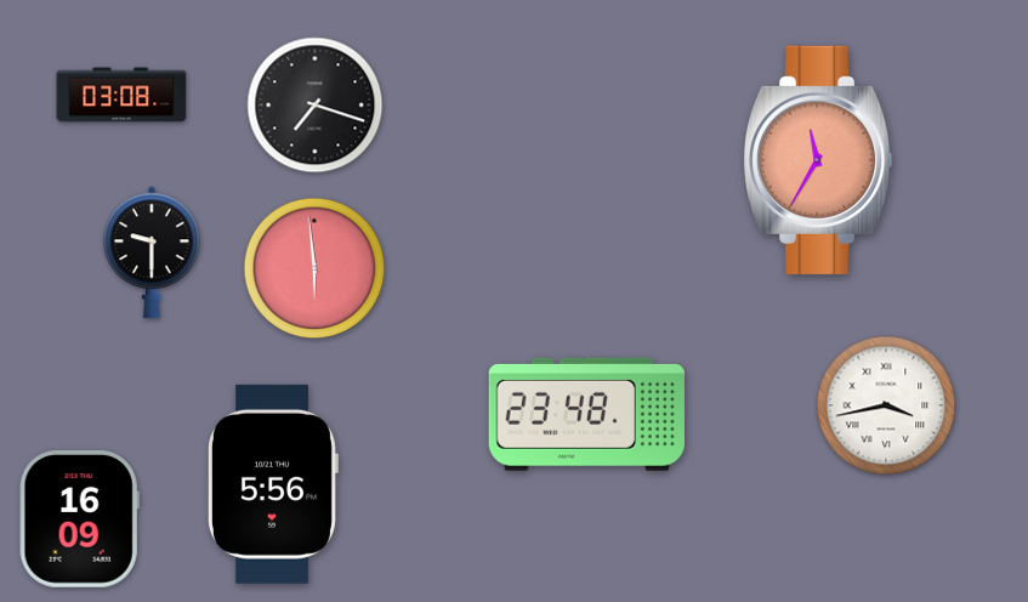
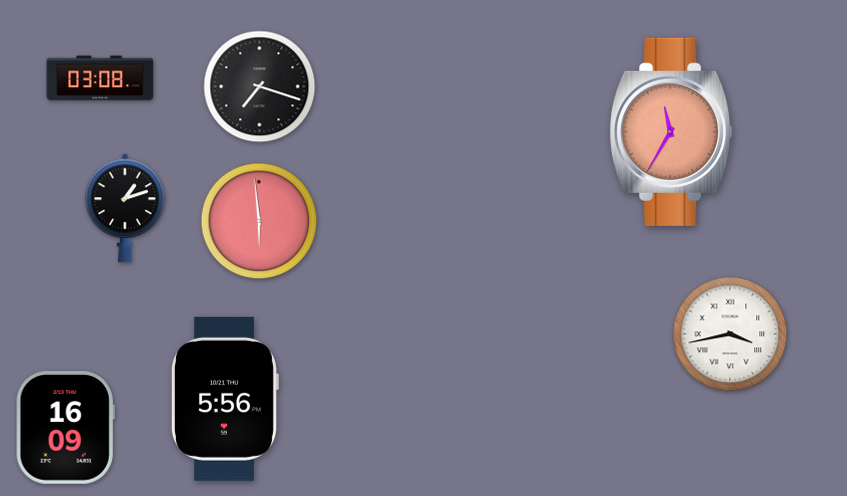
clock at (818, 160) position: (818, 160) -> (671, 132)
clock at (152, 252): 9:30 -> 1:12
clock at (586, 414): 23:48 -> none
